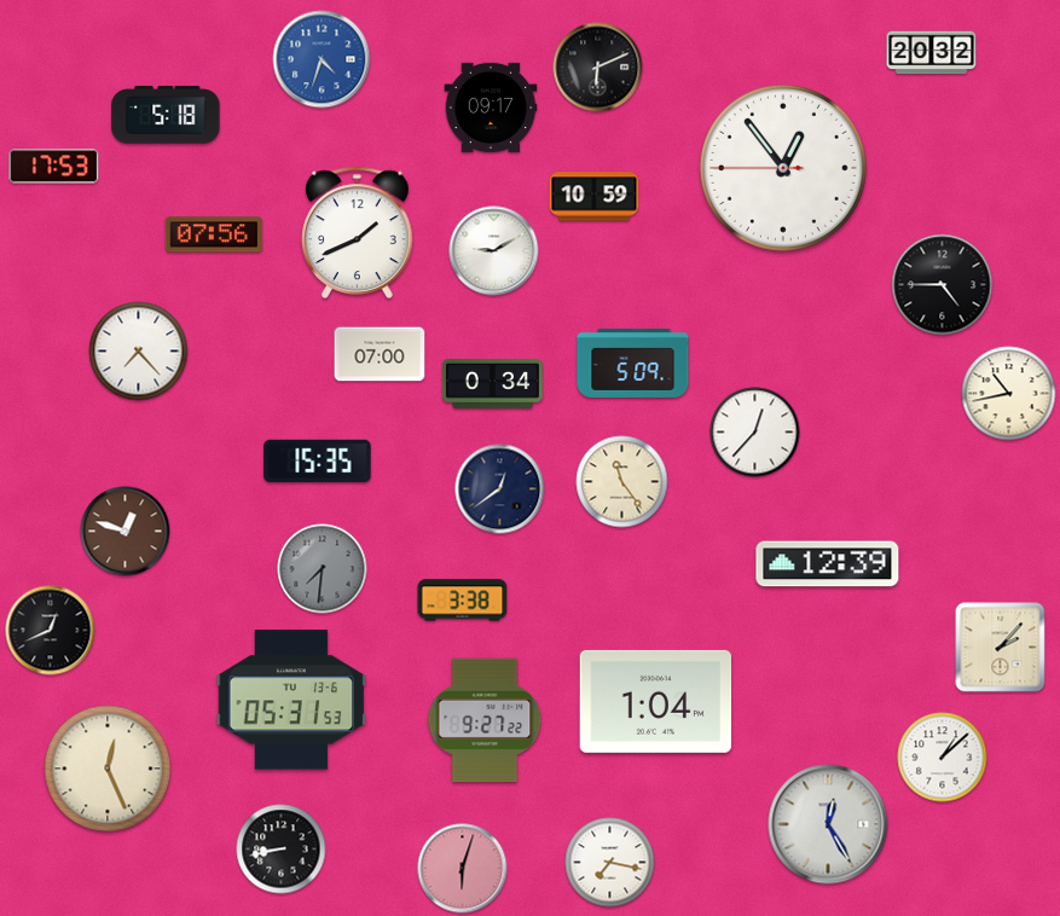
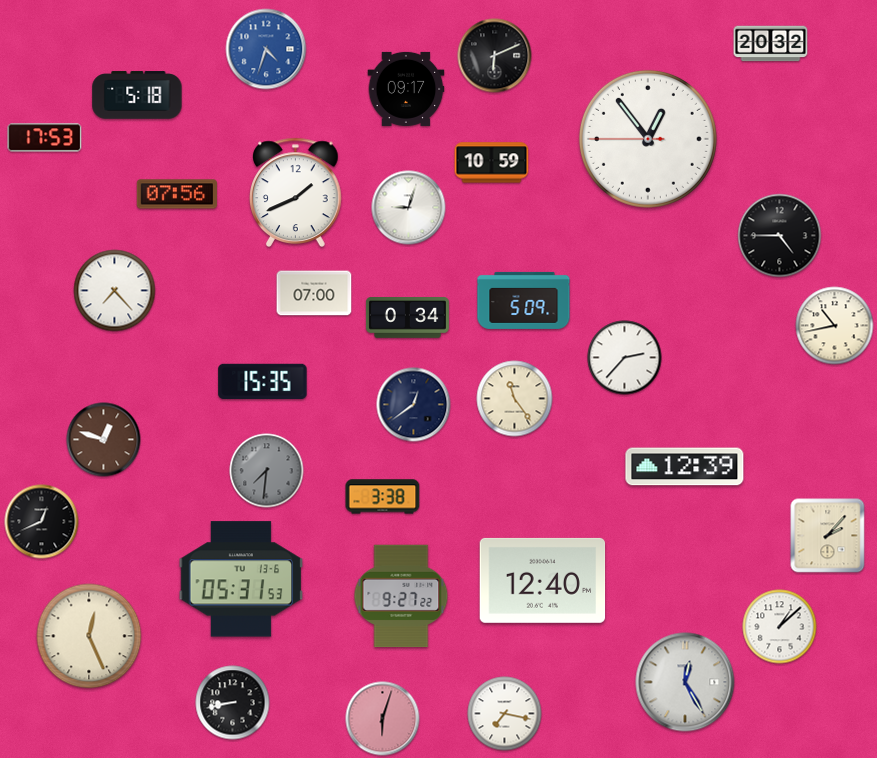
clock at (494, 251): 9:10 -> 9:03
clock at (755, 433): 12:37 -> 2:37
clock at (656, 701): 1:04 -> 12:40
